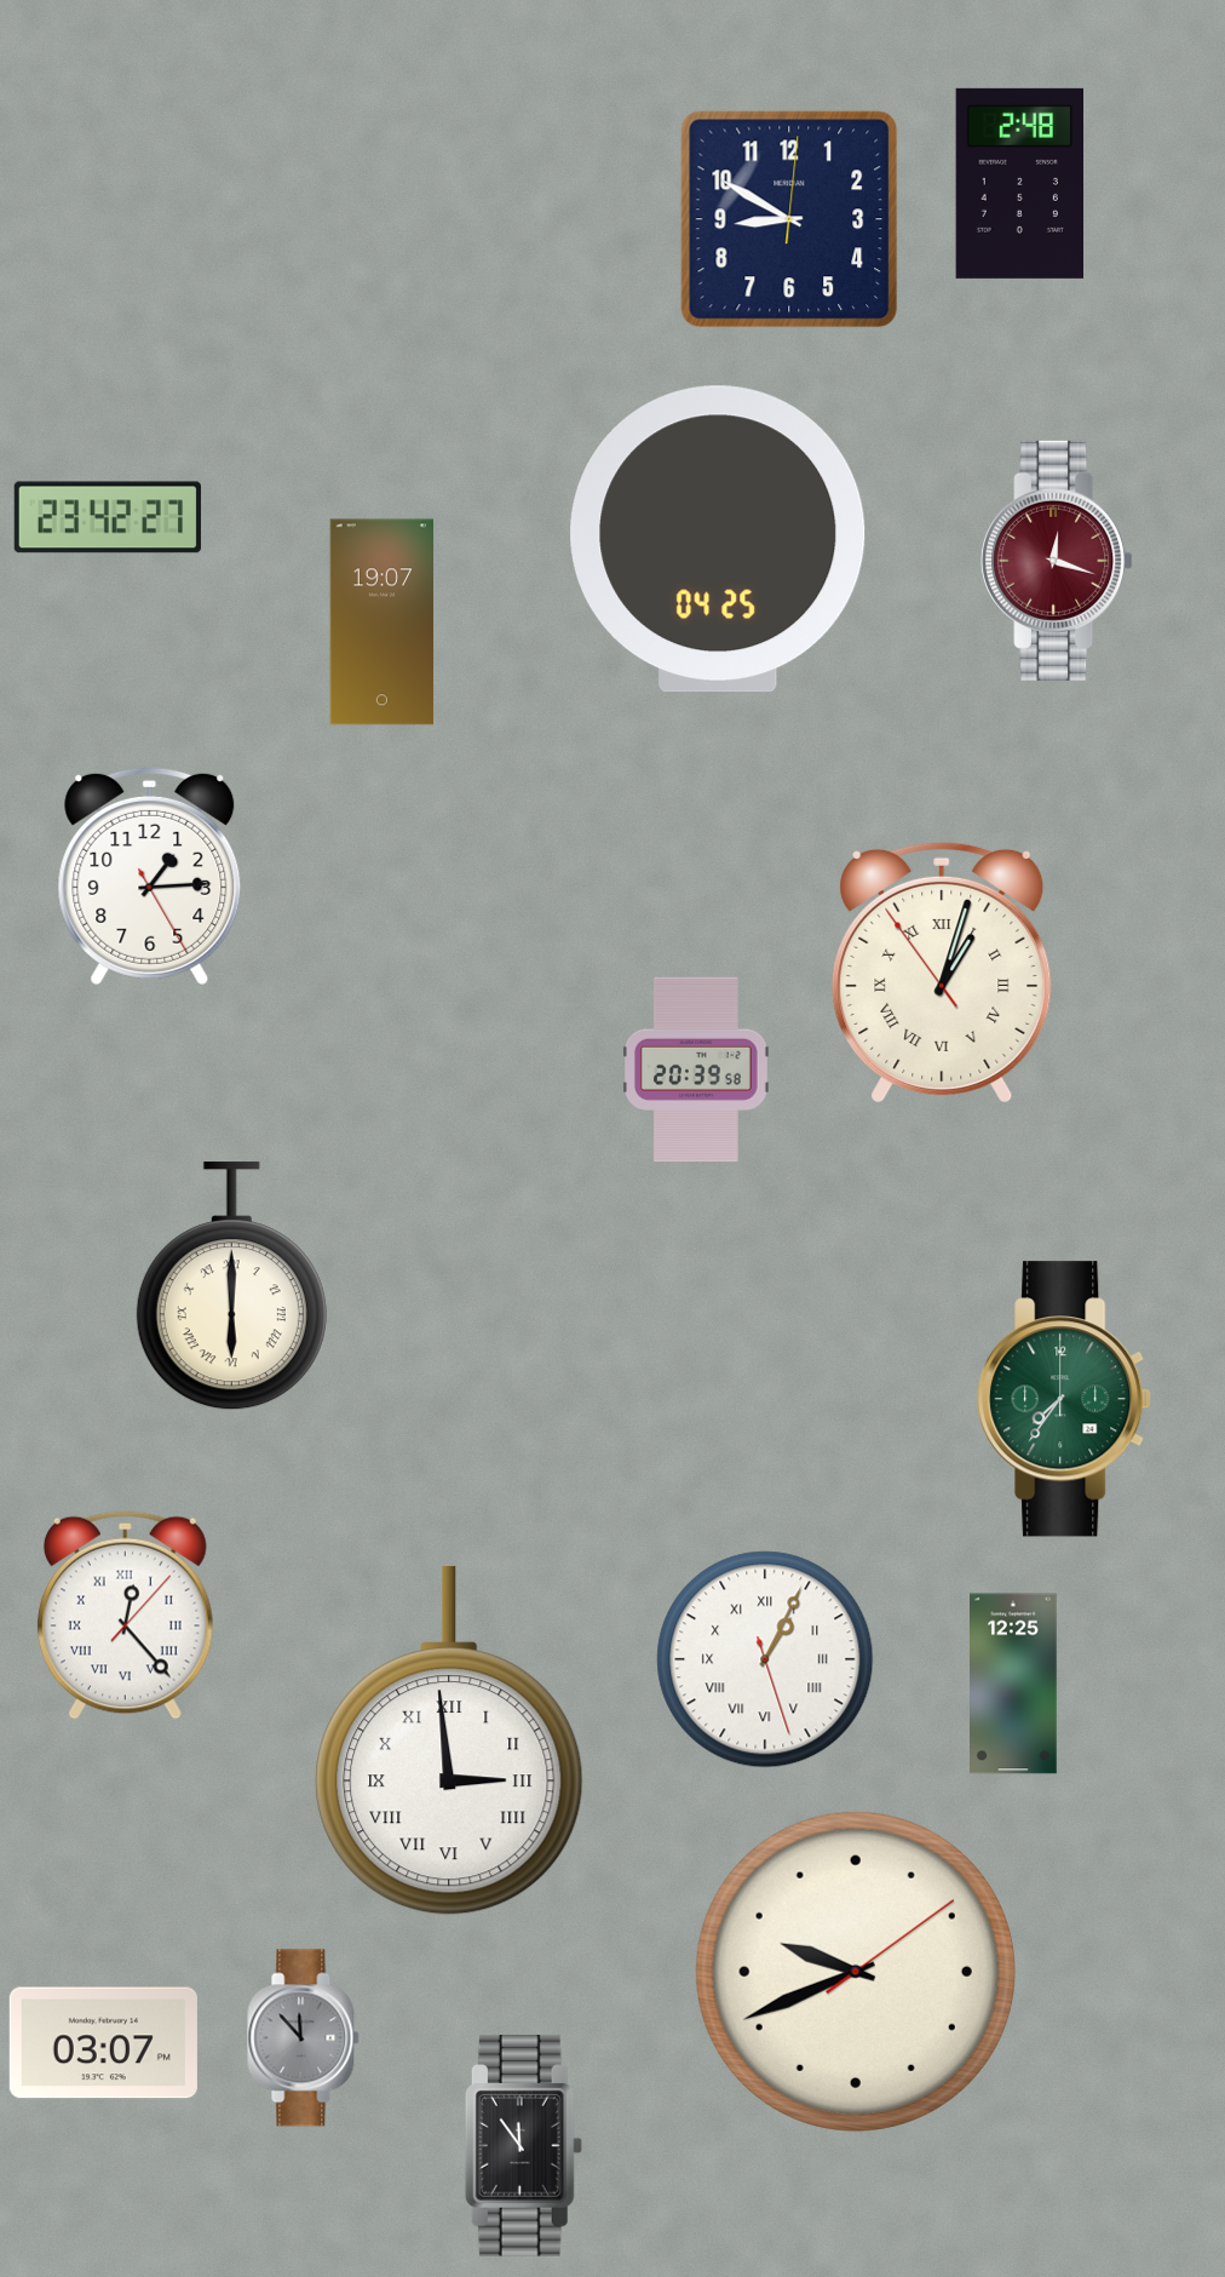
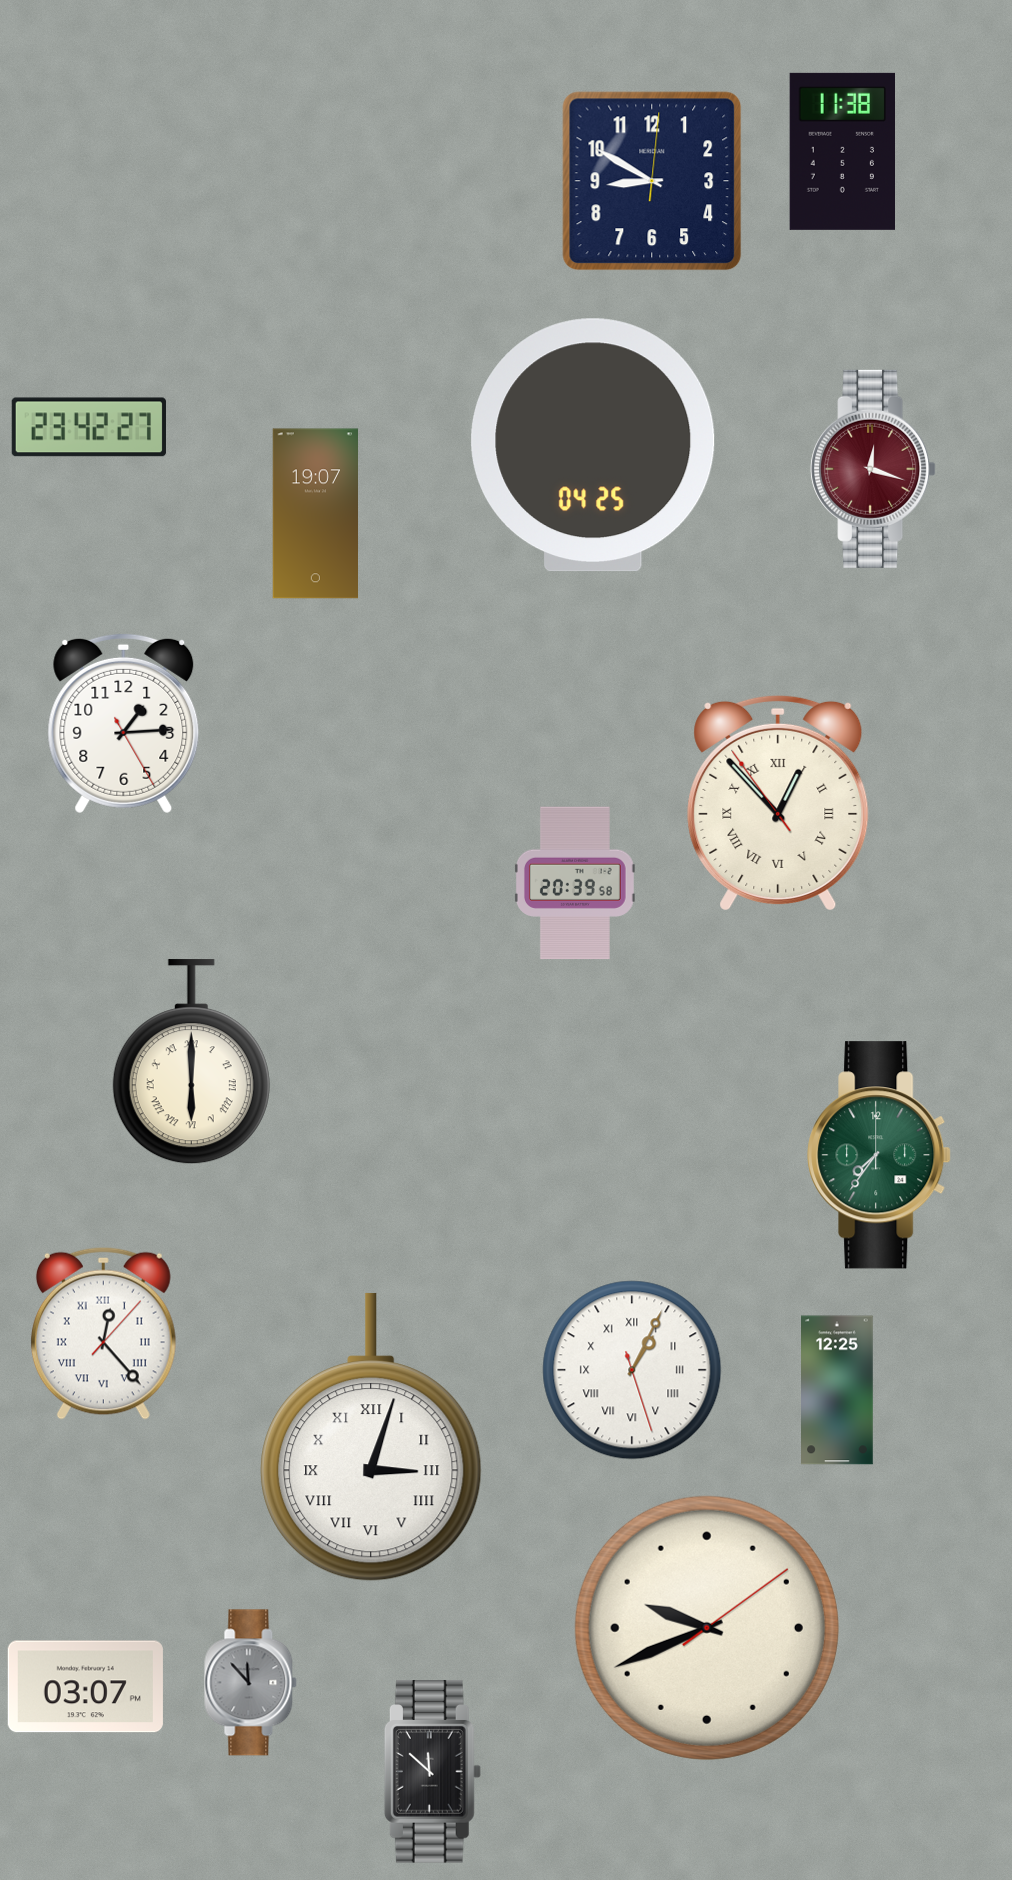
clock at (1019, 183): 2:48 -> 11:38
clock at (1057, 561) position: (1057, 561) -> (873, 469)
clock at (942, 973): 1:02 -> 12:52
clock at (449, 1740): 2:59 -> 3:03
clock at (523, 2146): 11:54 -> 11:52
